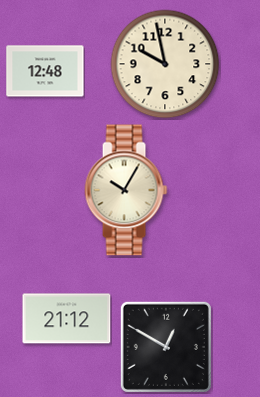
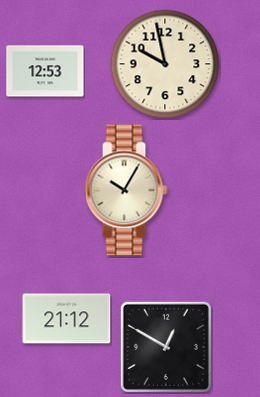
clock at (45, 71): 12:48 -> 12:53
